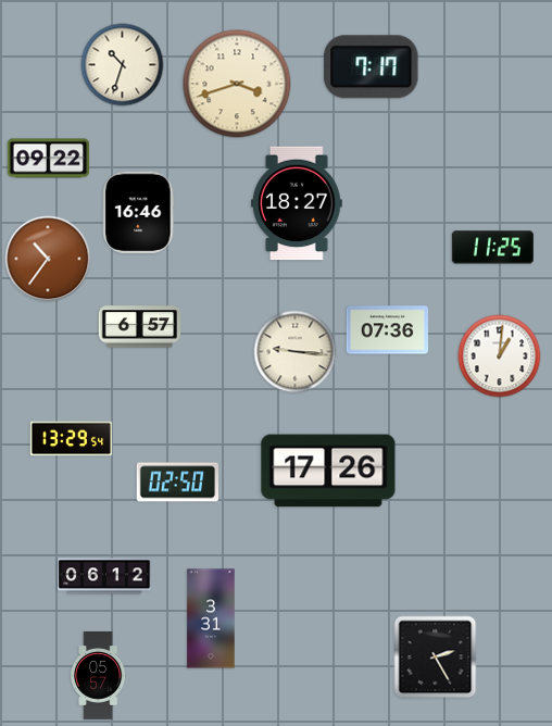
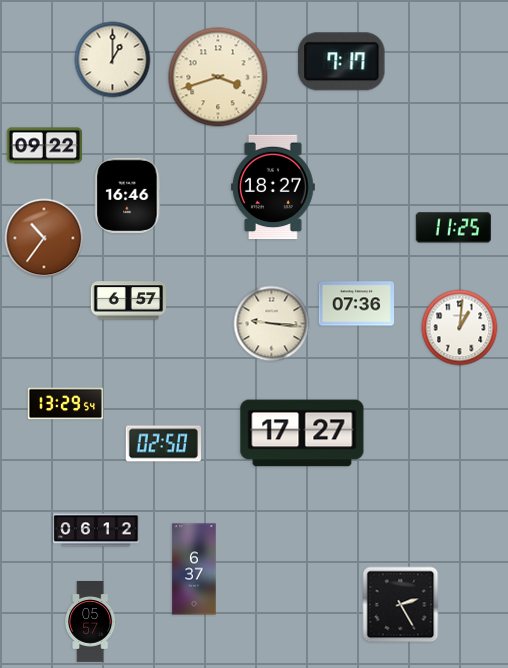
clock at (123, 65): 10:33 -> 1:00
clock at (328, 471): 17:26 -> 17:27
clock at (211, 618): 3:31 -> 6:37
